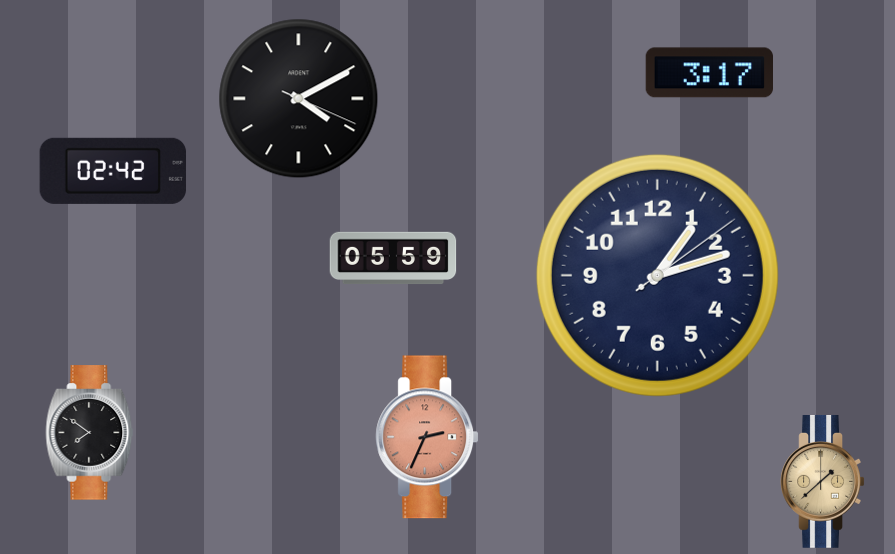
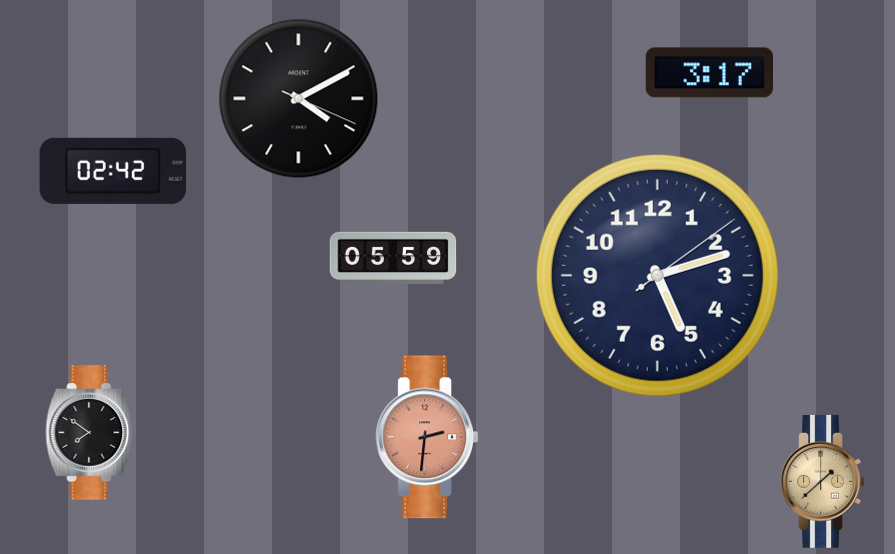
clock at (657, 275): 1:12 -> 5:12
clock at (427, 437): 2:34 -> 2:31
